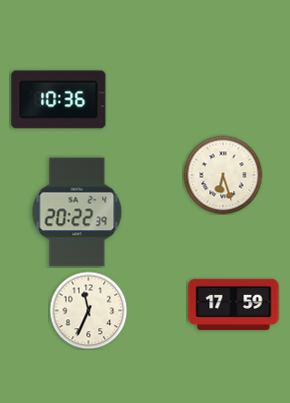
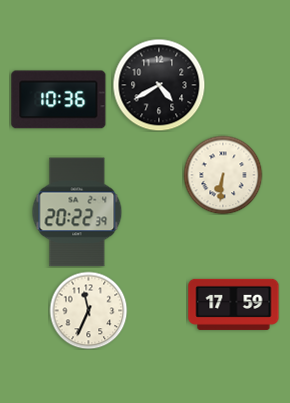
clock at (159, 85): none -> 4:40
clock at (223, 175): 6:27 -> 6:31
